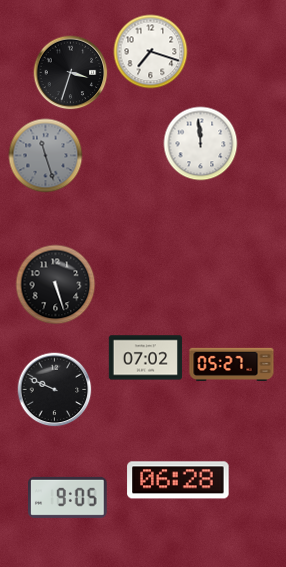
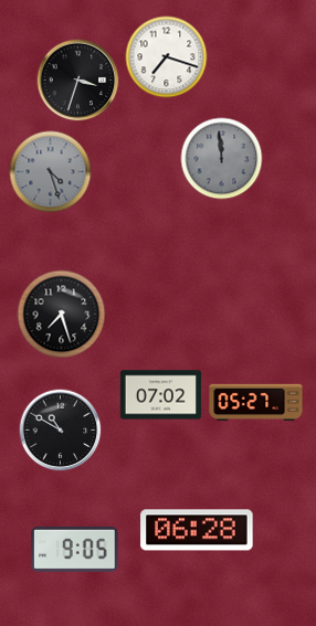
clock at (201, 144) dial: white -> grey
clock at (46, 156): 11:27 -> 4:27
clock at (56, 285): 5:27 -> 7:27
clock at (55, 390): 9:49 -> 10:50
